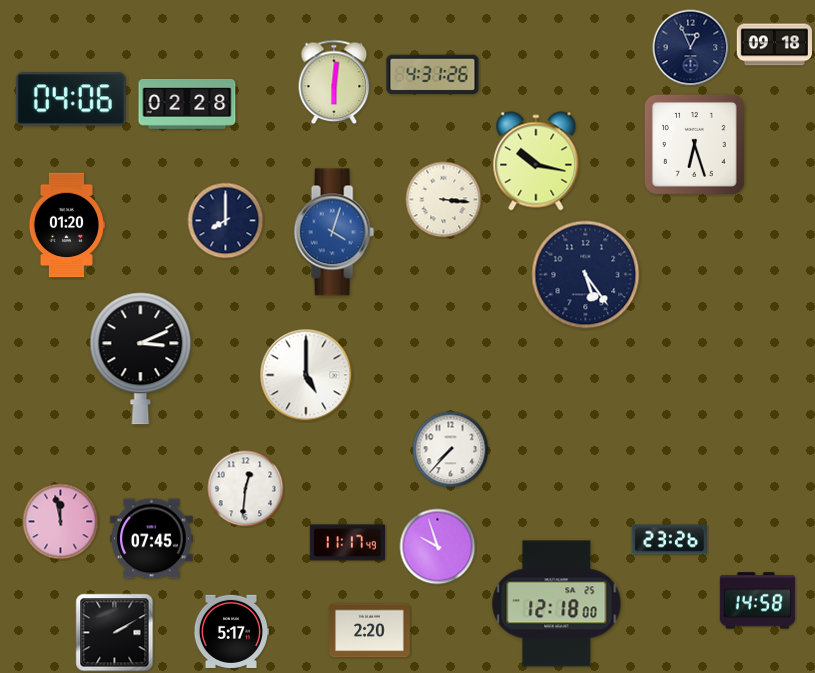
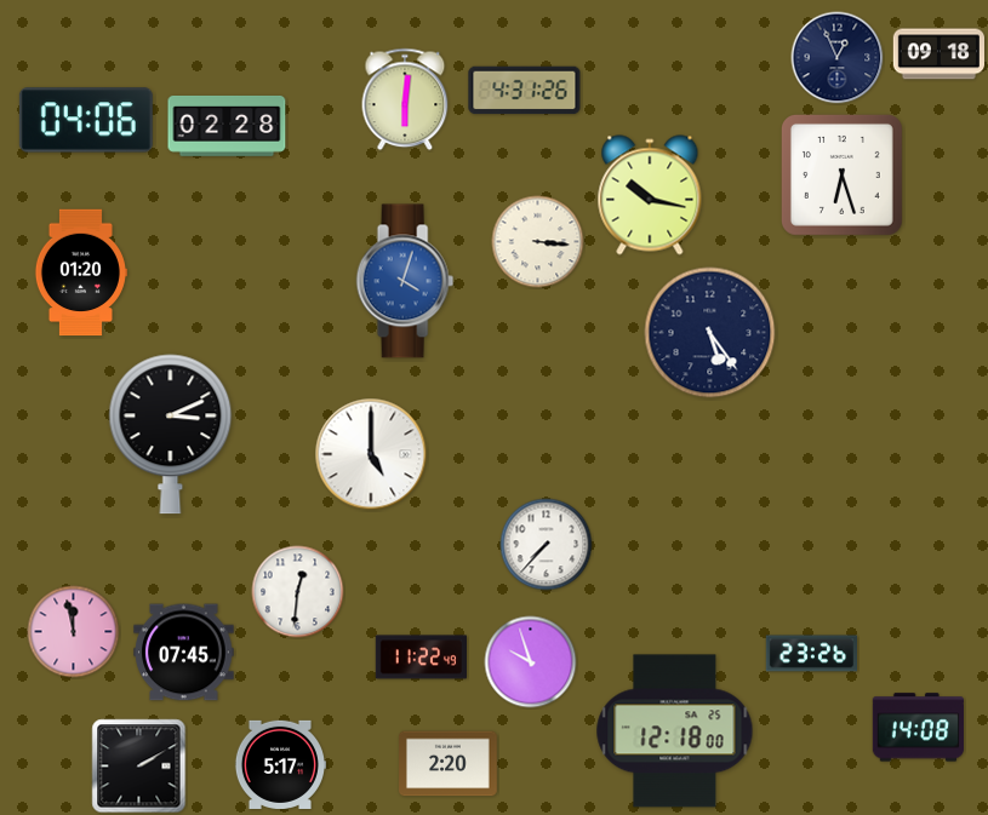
clock at (226, 221): 8:00 -> none
clock at (347, 543): 11:17 -> 11:22
clock at (757, 601): 14:58 -> 14:08
